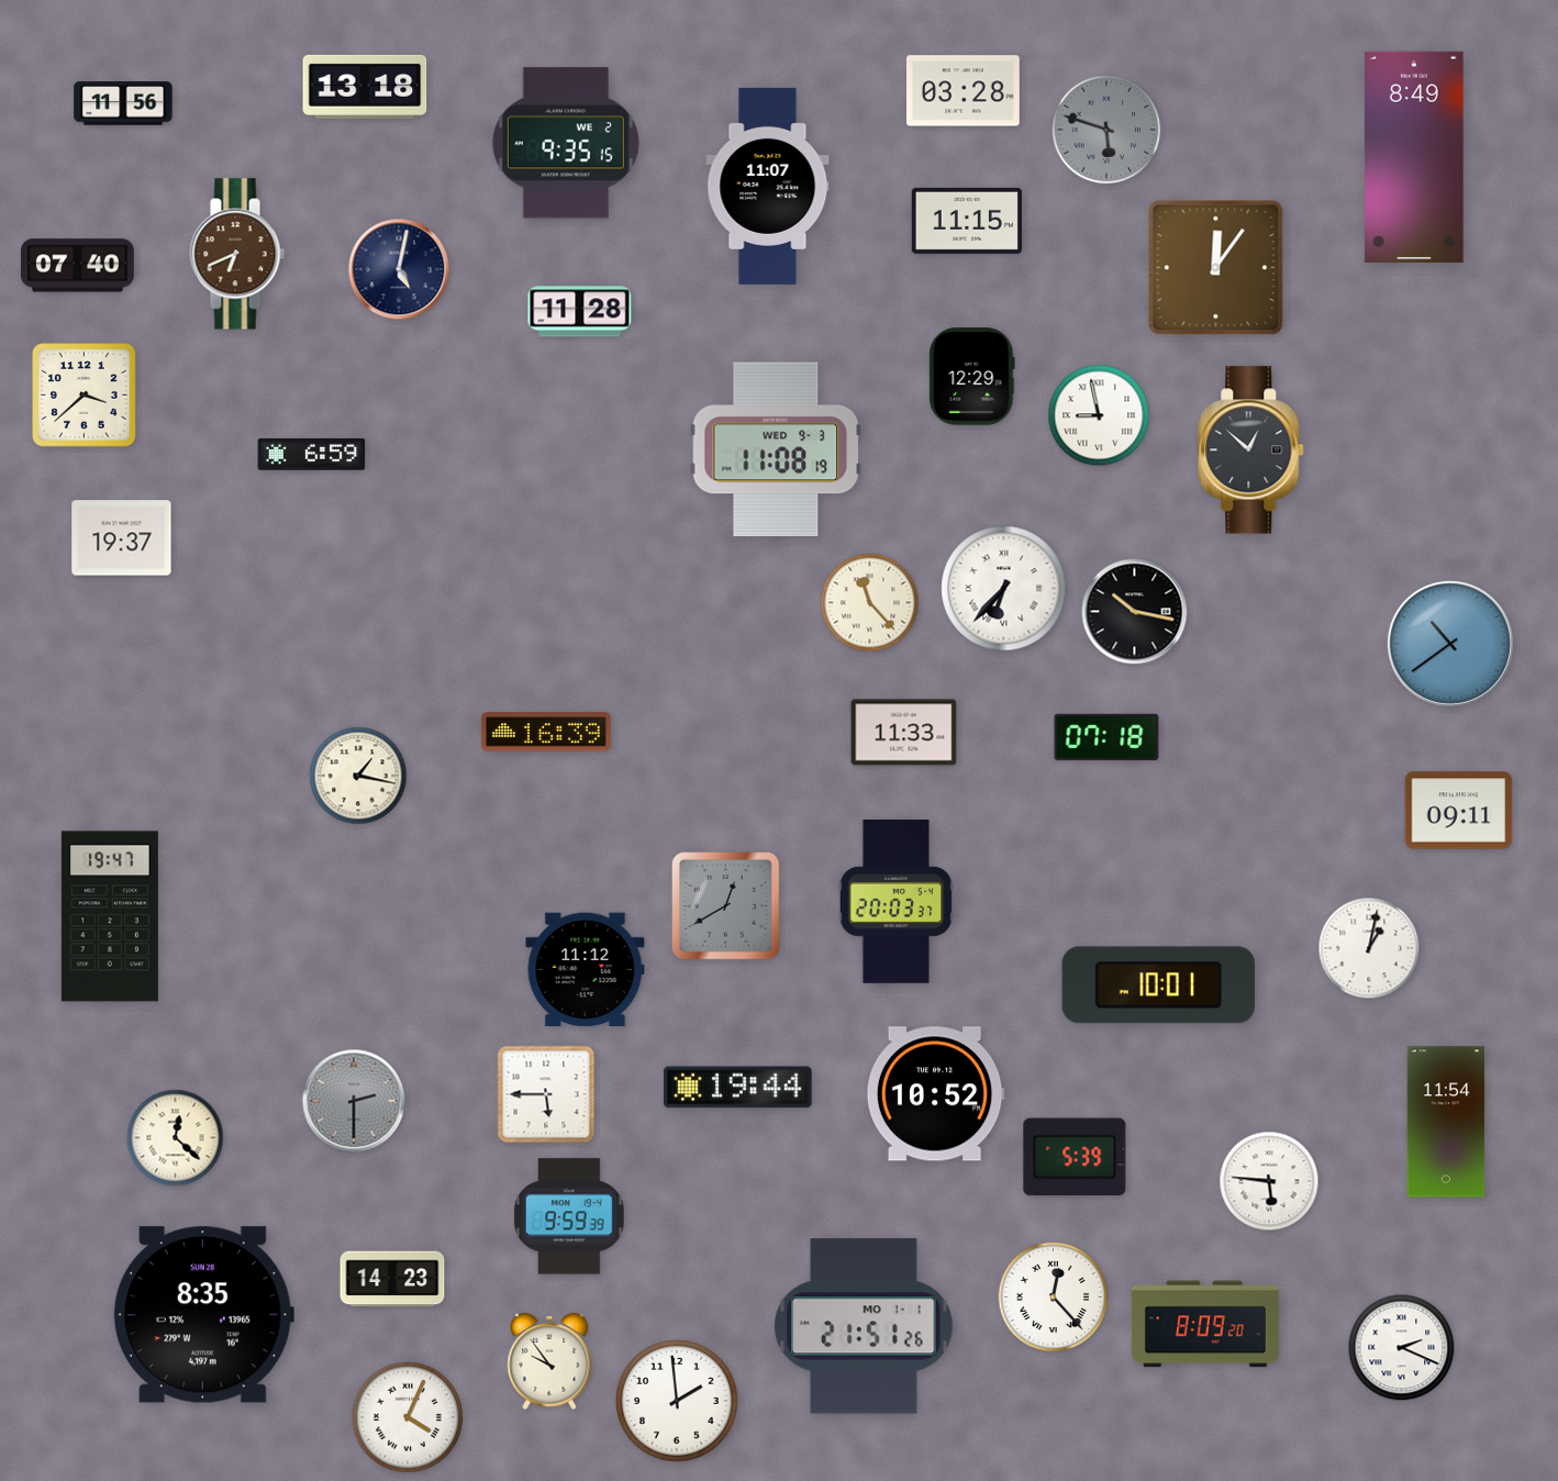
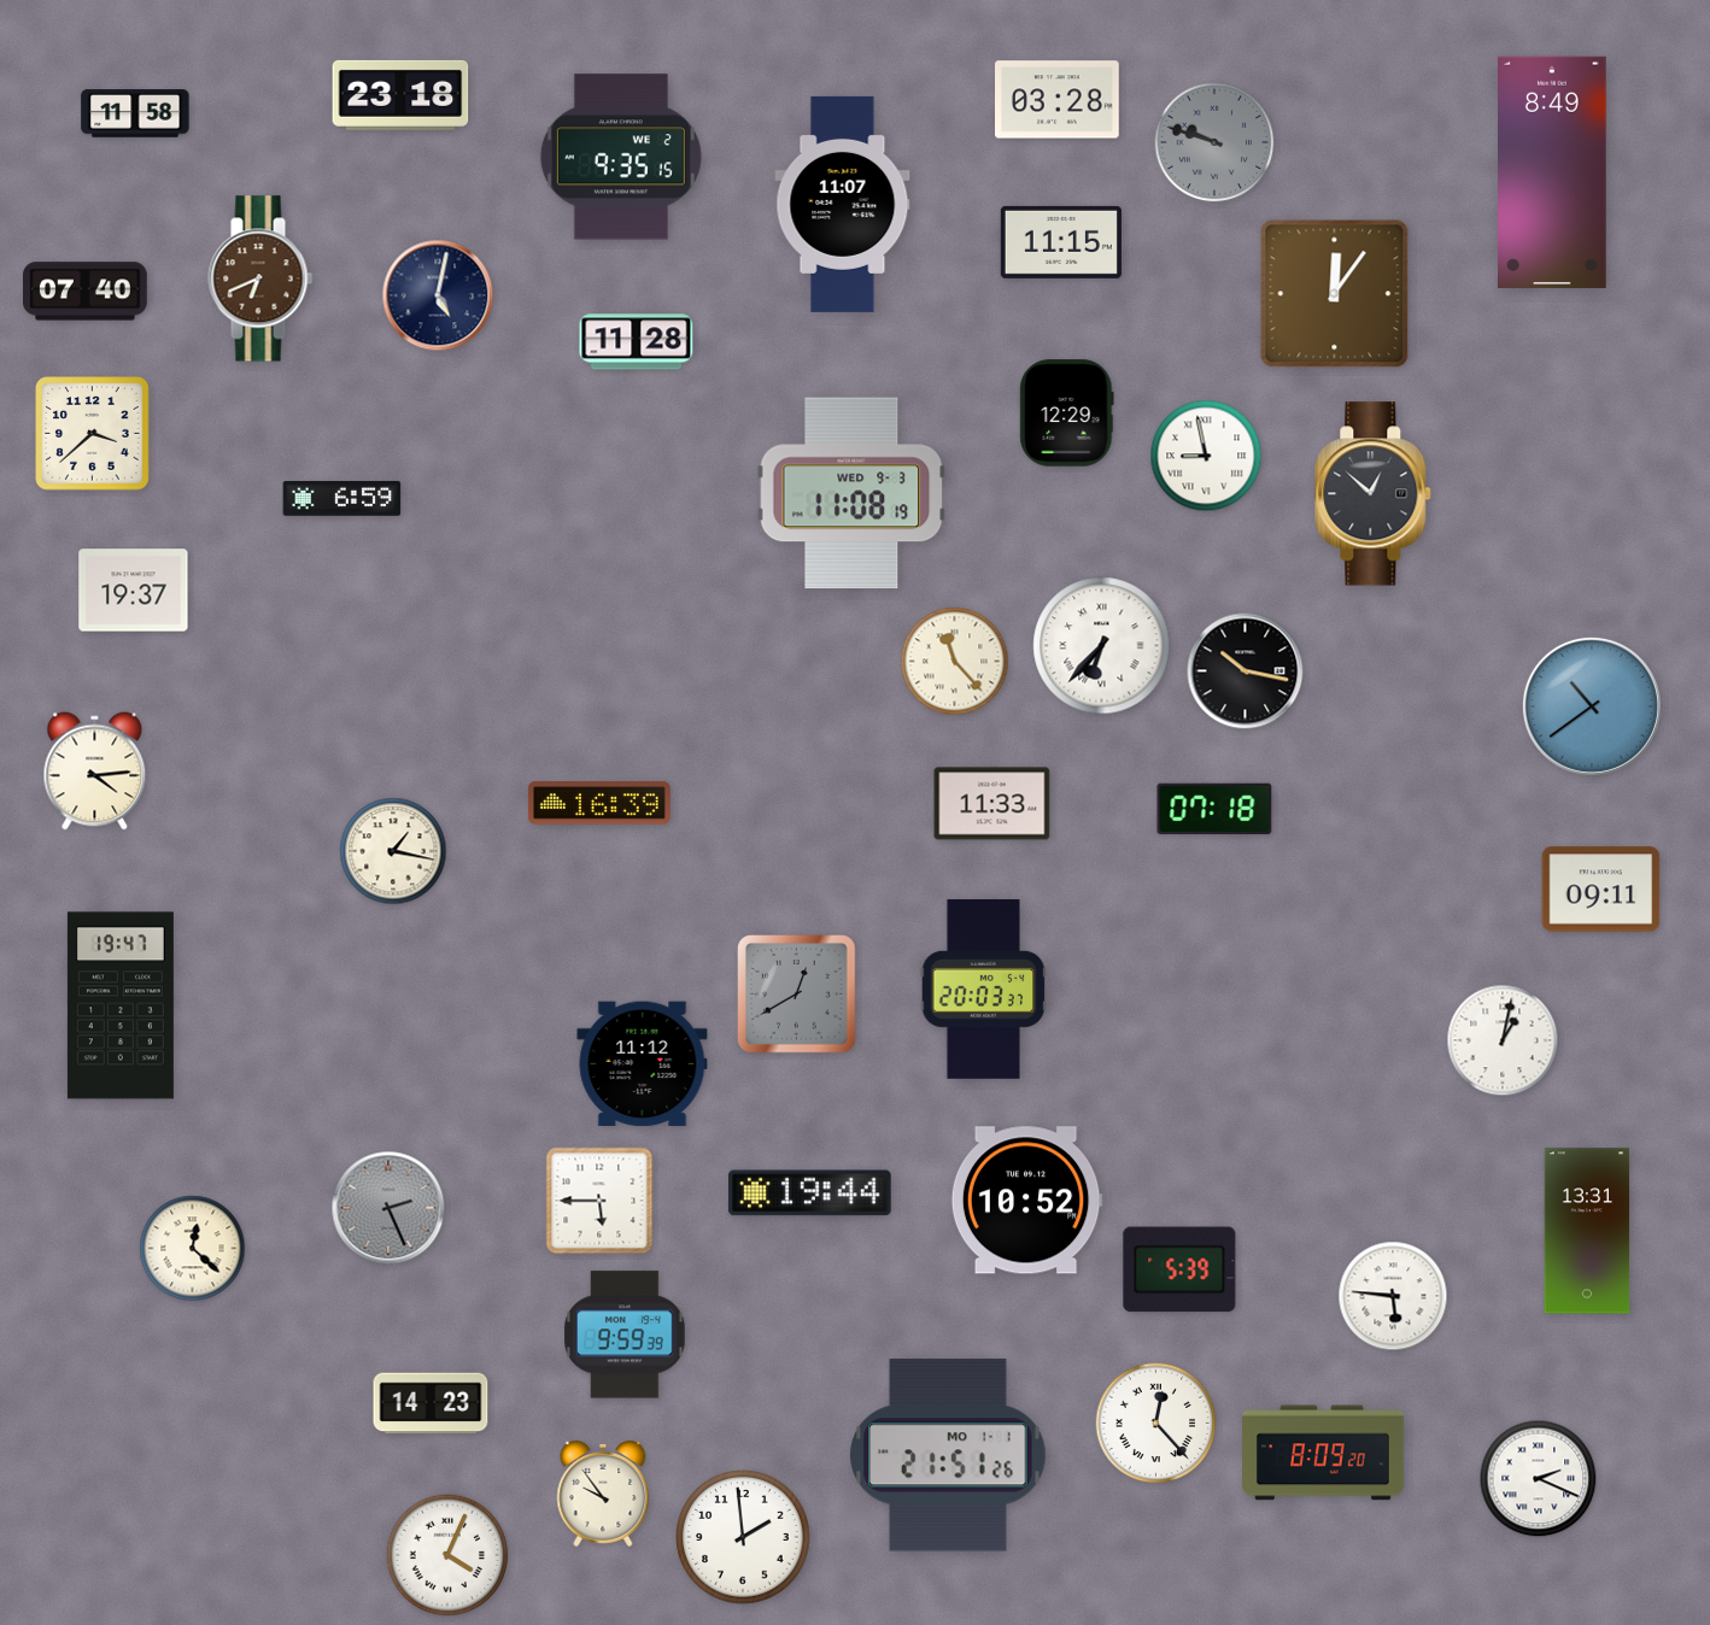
clock at (365, 87): 13:18 -> 23:18
clock at (123, 103): 11:56 -> 11:58
clock at (1106, 130): 5:48 -> 9:48
clock at (95, 772): none -> 4:14
clock at (1158, 986): 10:01 -> none
clock at (354, 1101): 2:30 -> 2:26
clock at (1446, 1122): 11:54 -> 13:31
clock at (203, 1315): 8:35 -> none
